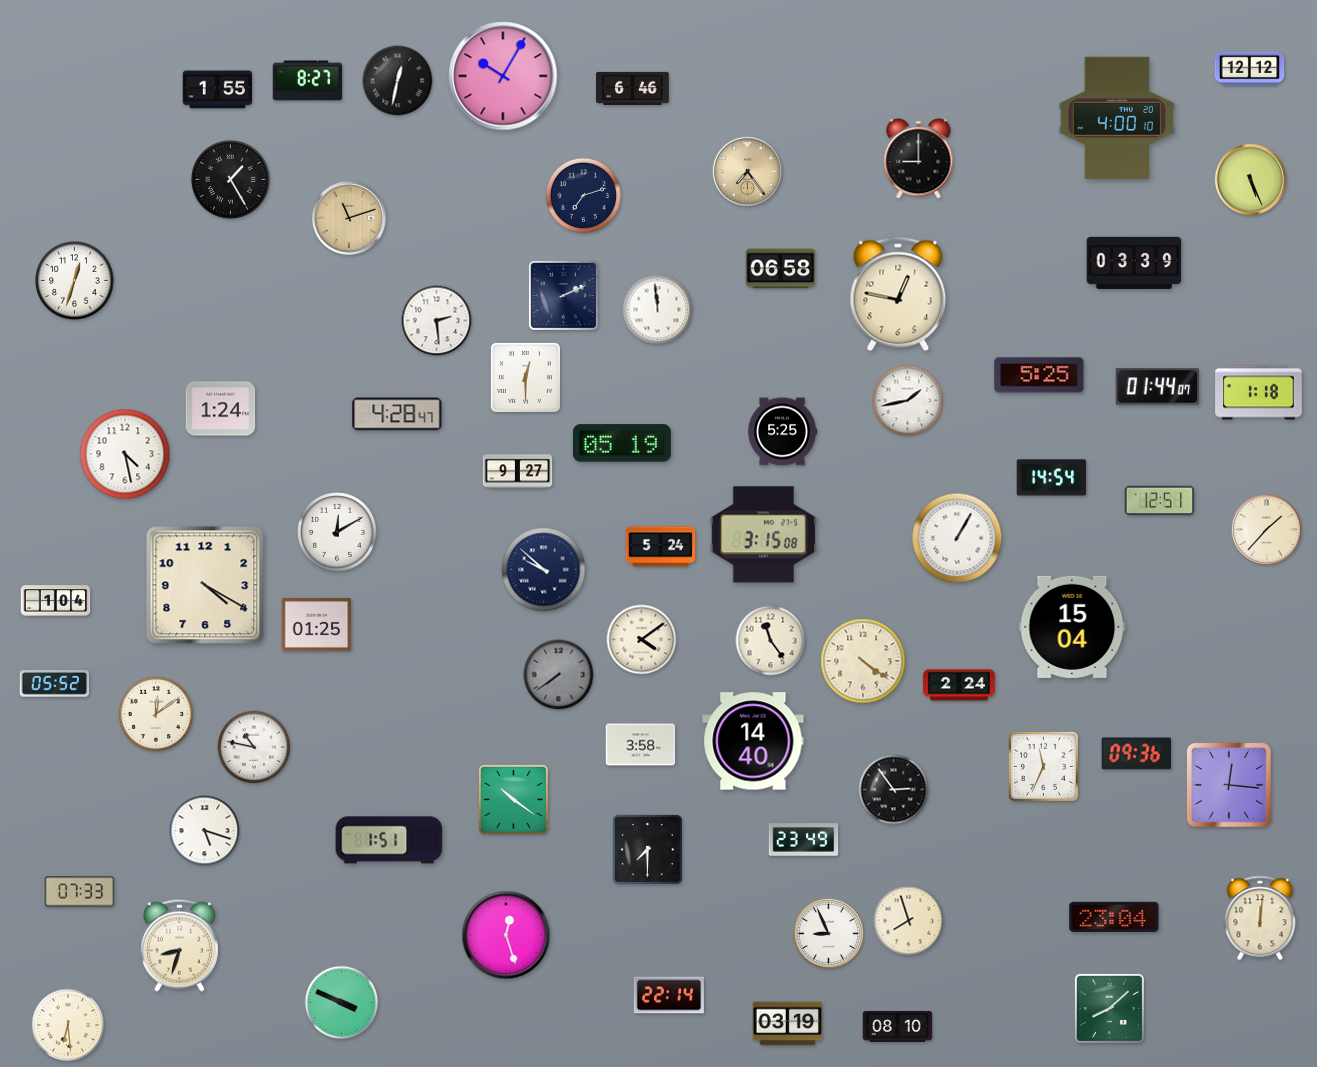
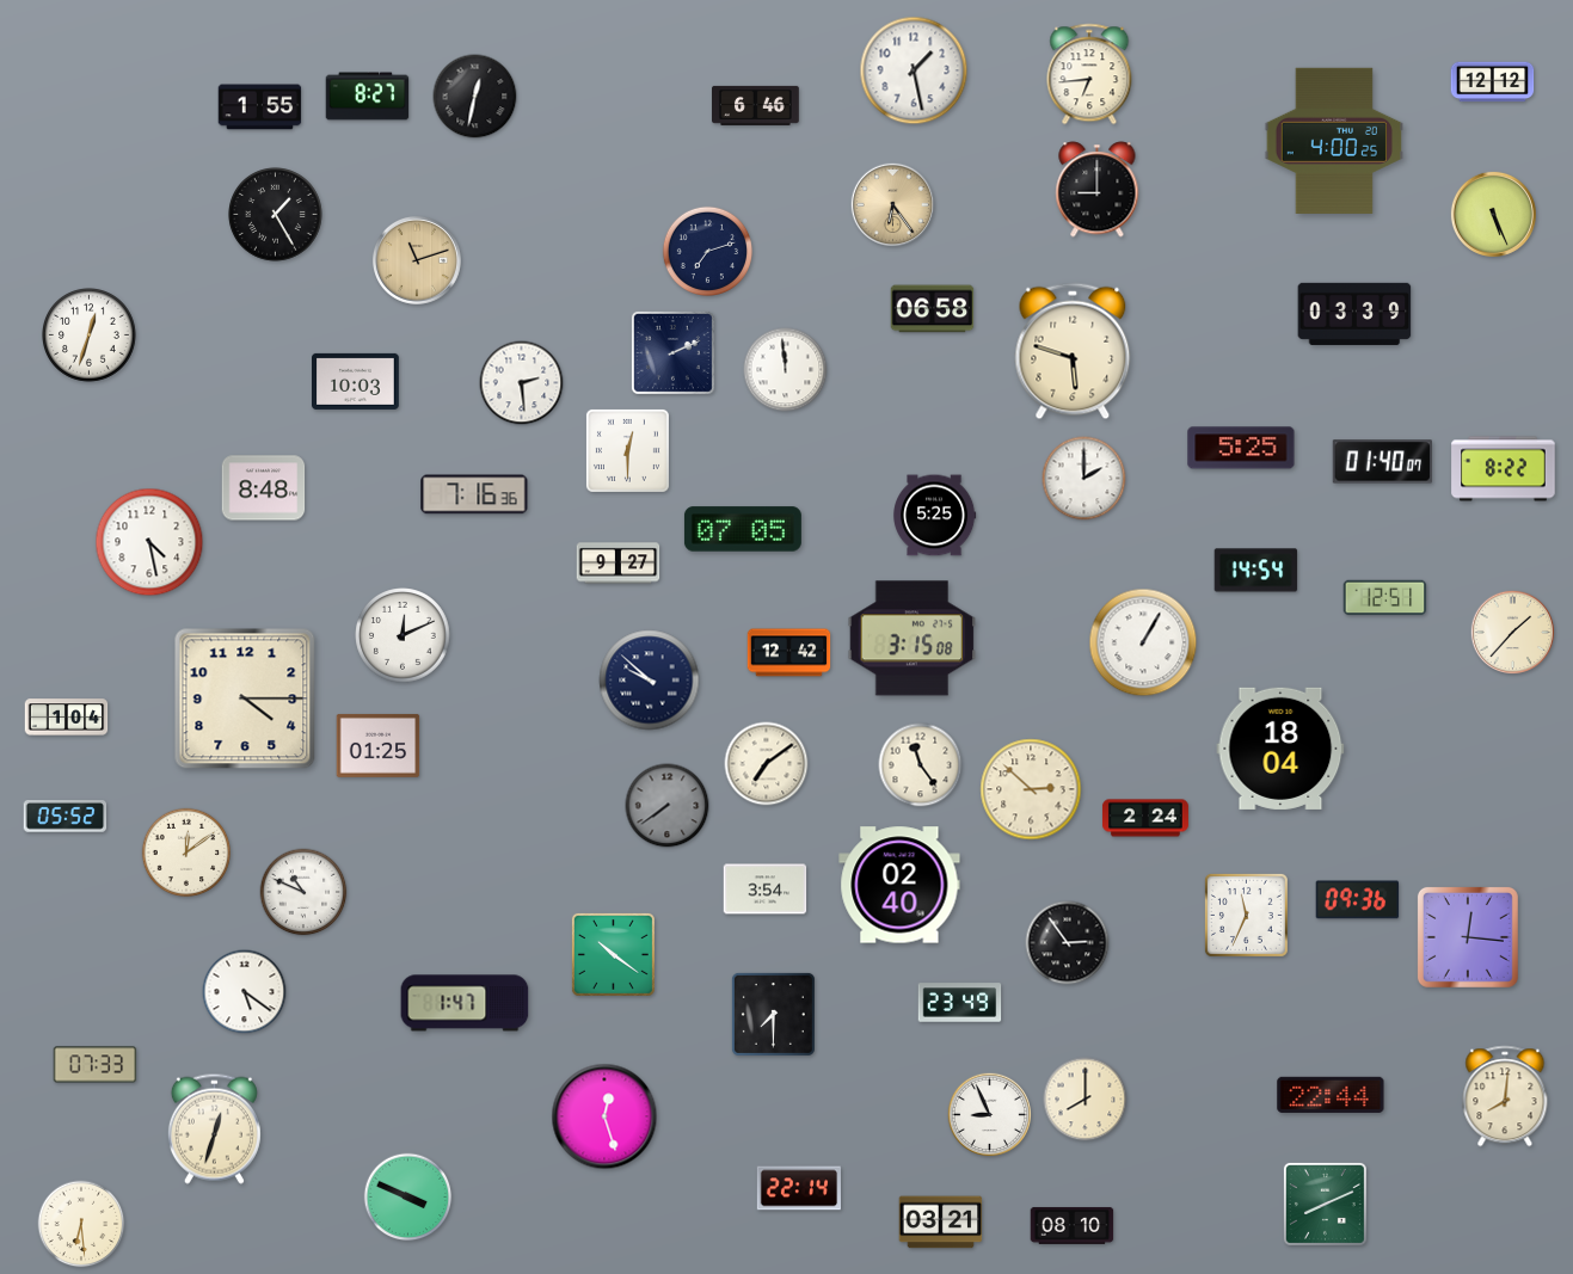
clock at (914, 70): none -> 1:28
clock at (1089, 74): none -> 6:44
clock at (503, 76): 10:05 -> none
clock at (1117, 118): 4:00:10 -> 4:00:25
clock at (748, 172): 7:24 -> 6:24
clock at (583, 195) position: (583, 195) -> (707, 251)
clock at (781, 269) position: (781, 269) -> (933, 309)
clock at (898, 294): 12:47 -> 5:48
clock at (356, 381): none -> 10:03
clock at (1157, 387): 01:44 -> 01:40
clock at (1259, 393): 1:18 -> 8:22
clock at (908, 401): 1:43 -> 2:00
clock at (221, 409): 1:24 -> 8:48
clock at (397, 414): 4:28 -> 7:16
clock at (622, 443): 05:19 -> 07:05
clock at (337, 532): 12:10 -> 12:11
clock at (661, 547): 5:24 -> 12:42
clock at (205, 585): 4:20 -> 4:15
clock at (1072, 627): 15:04 -> 18:04
clock at (642, 640): 4:09 -> 7:09
clock at (863, 661): 4:21 -> 2:52
clock at (753, 741): 14:40 -> 02:40
clock at (641, 745): 3:58 -> 3:54
clock at (254, 747): 10:47 -> 10:49
clock at (205, 831): 5:18 -> 5:21
clock at (389, 840): 1:51 -> 1:47
clock at (1114, 917): 23:04 -> 22:44
clock at (1260, 918): 12:01 -> 8:01
clock at (909, 921): 7:57 -> 8:00
clock at (179, 945): 8:33 -> 12:33
clock at (1109, 1008): 8:08 -> 8:11
clock at (788, 1024): 03:19 -> 03:21
